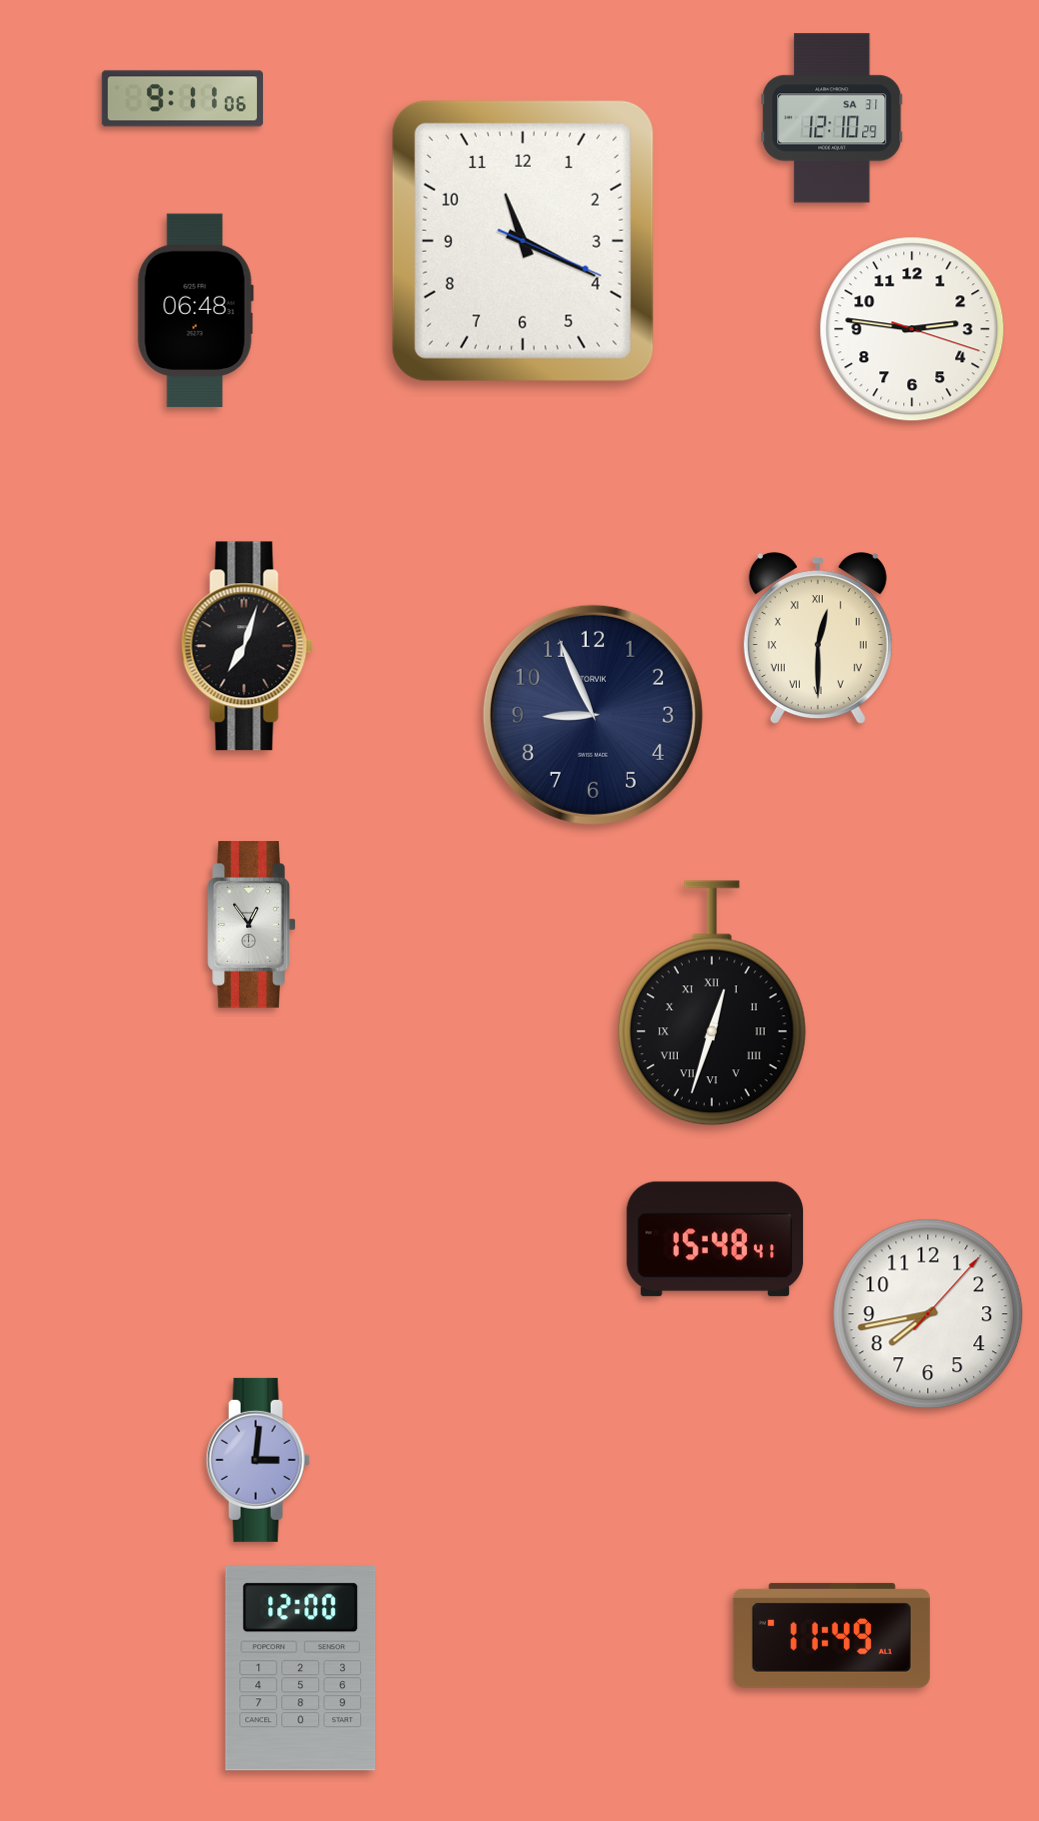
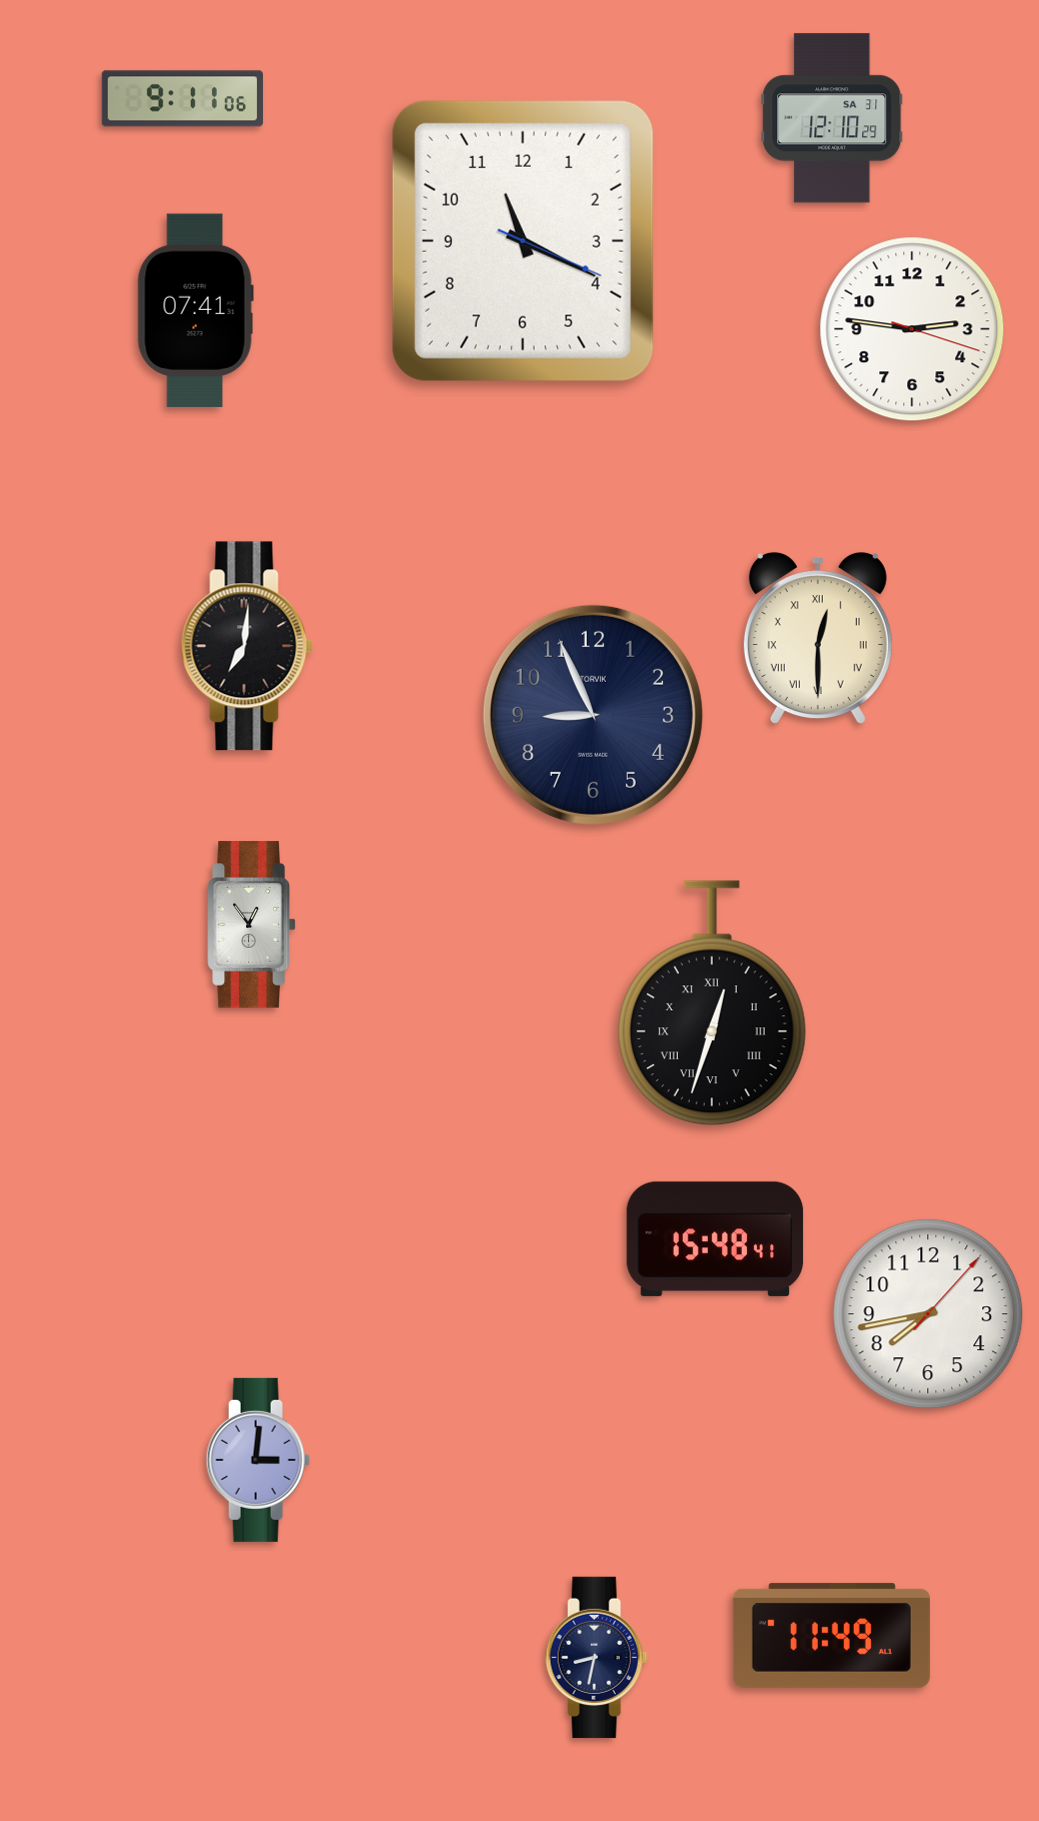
clock at (195, 311): 06:48 -> 07:41
clock at (247, 646): 7:03 -> 7:01
clock at (597, 1657): none -> 8:32
clock at (301, 1669): 12:00 -> none
